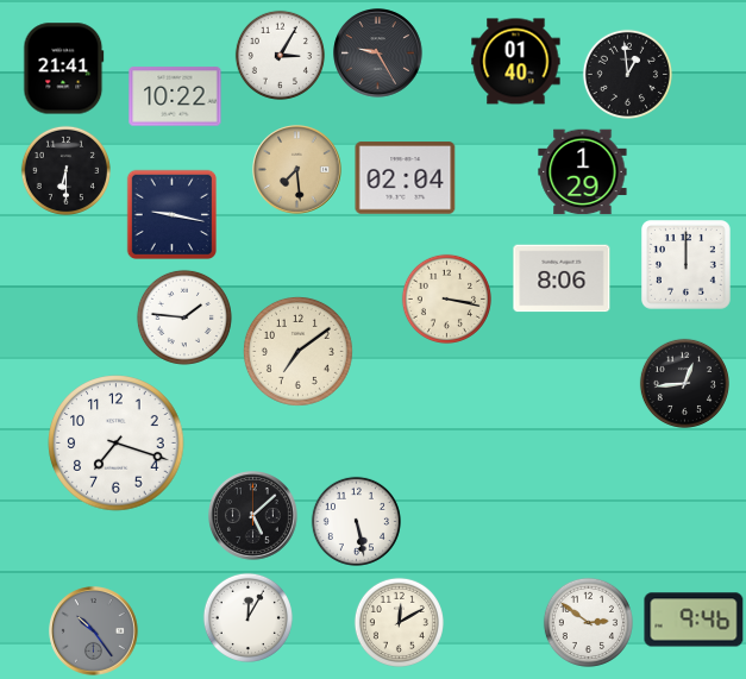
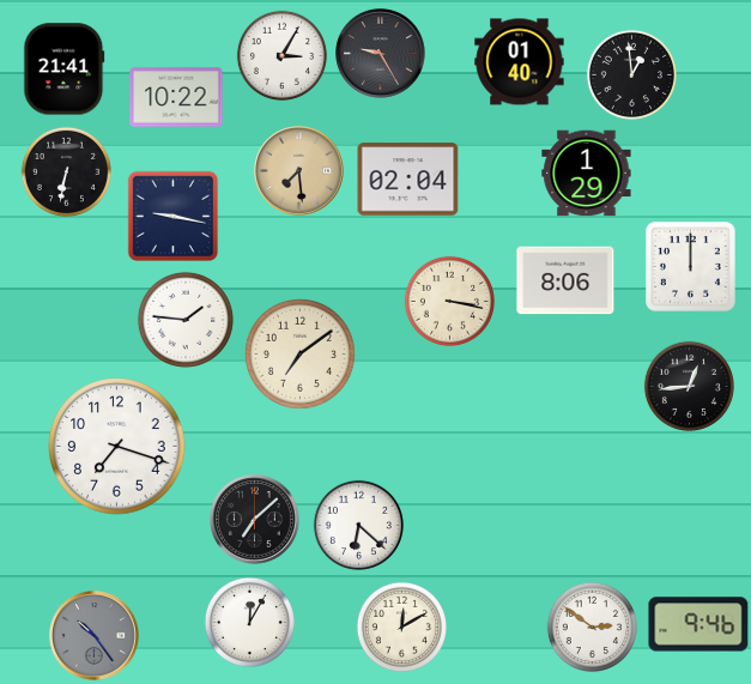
clock at (65, 170): 6:30 -> 6:32
clock at (253, 516): 5:08 -> 7:08
clock at (356, 521): 5:28 -> 6:22
